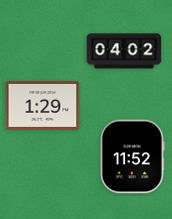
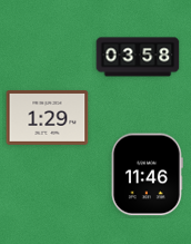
clock at (124, 51): 04:02 -> 03:58
clock at (132, 157): 11:52 -> 11:46
